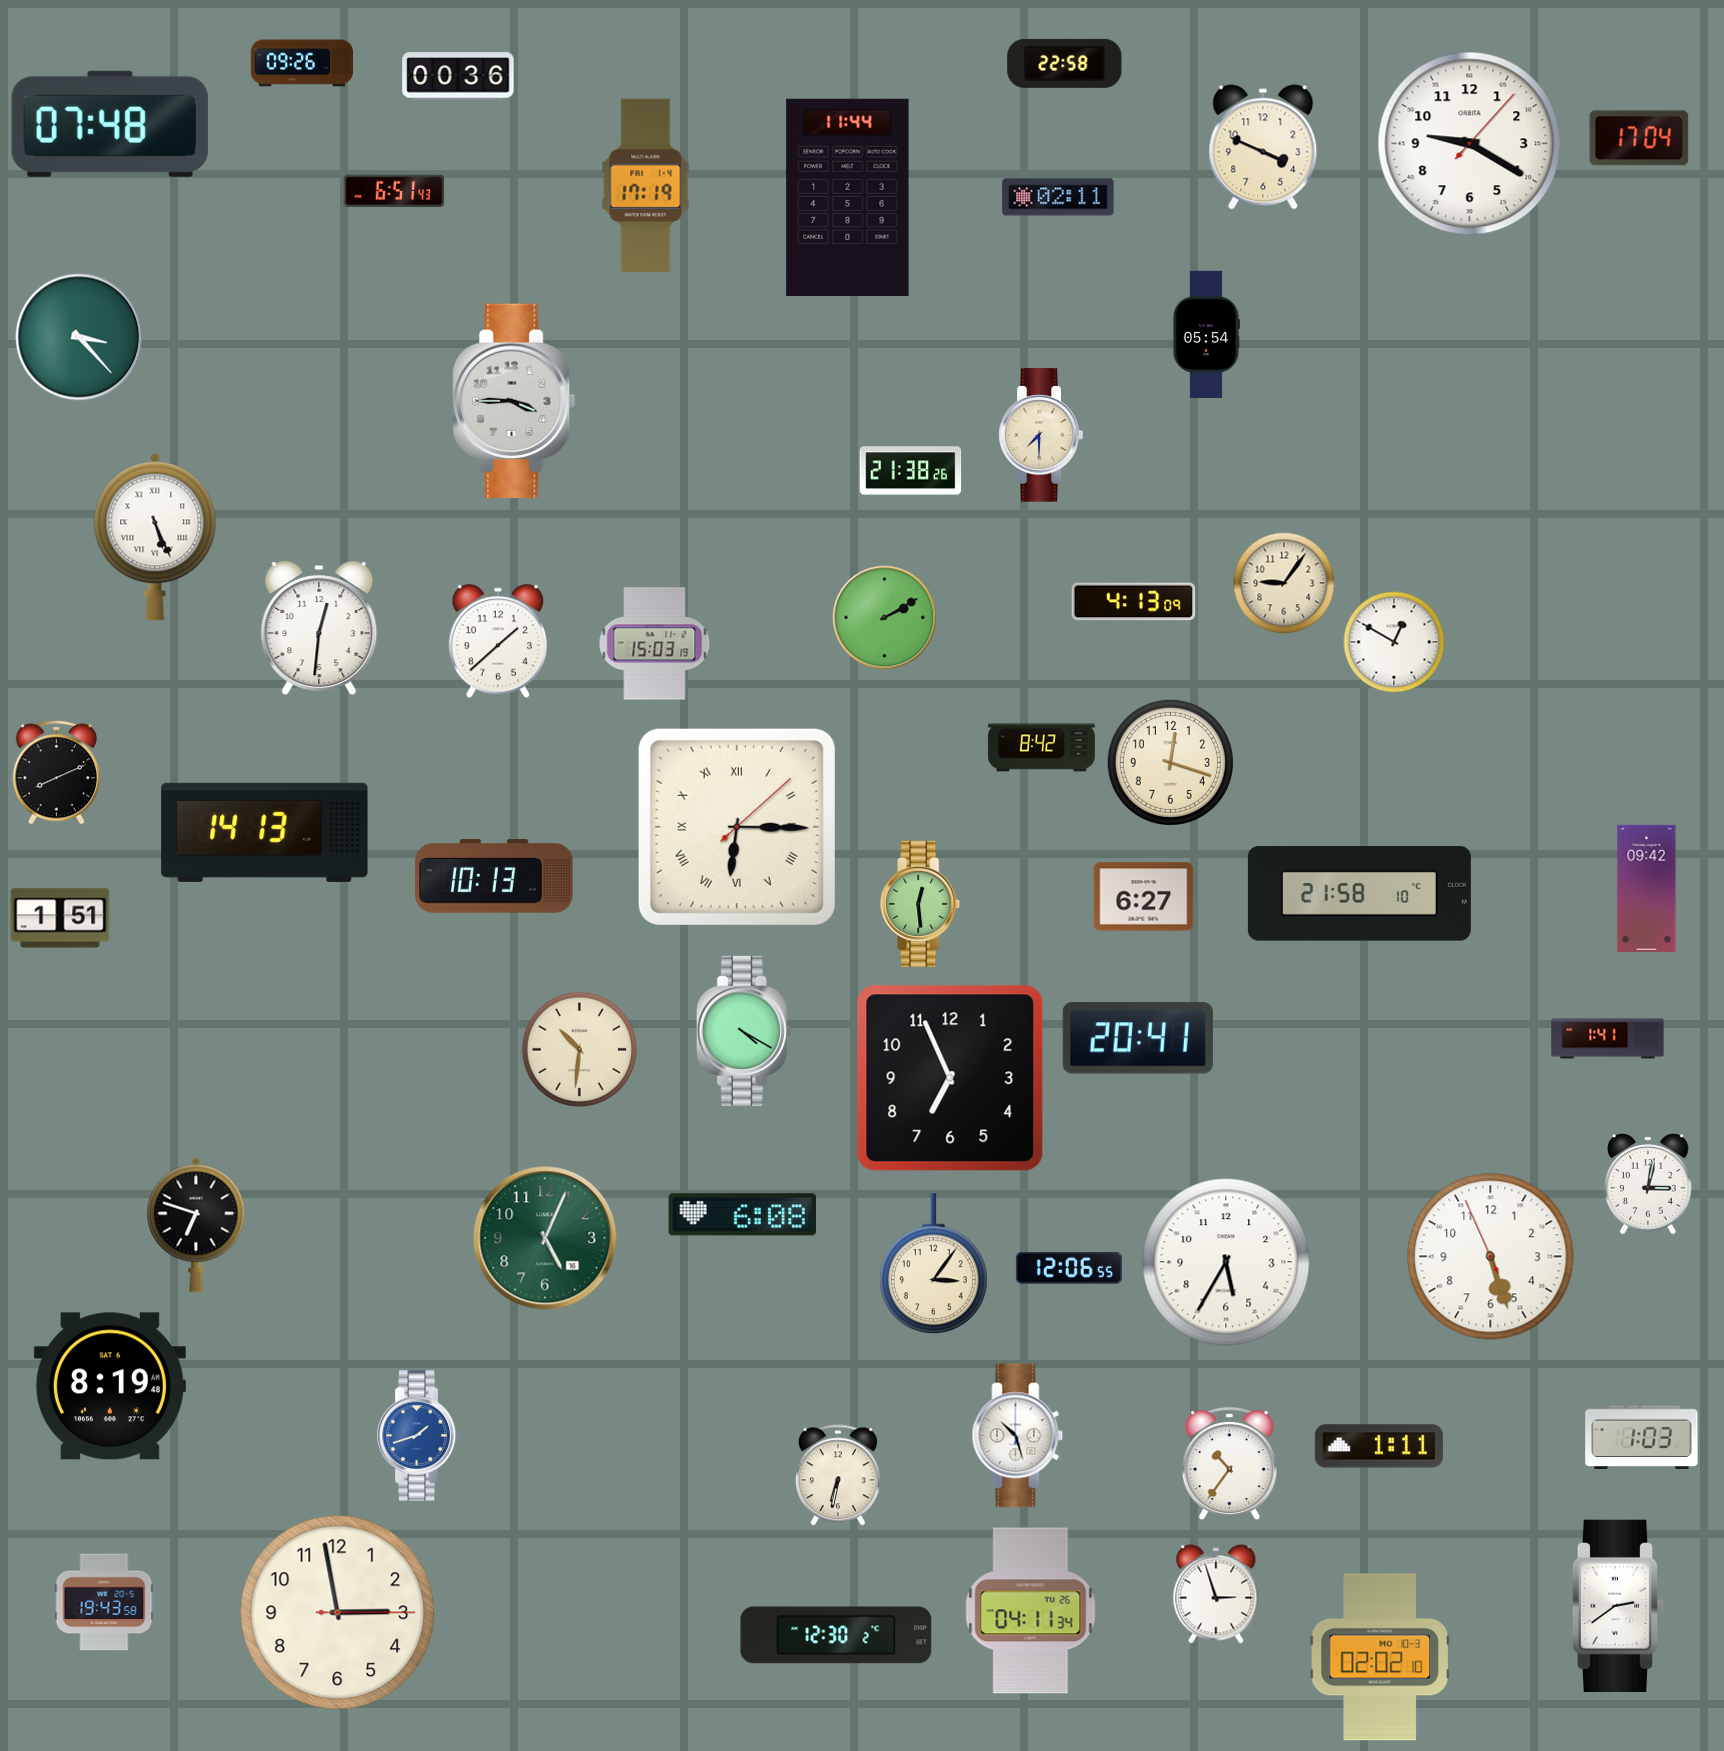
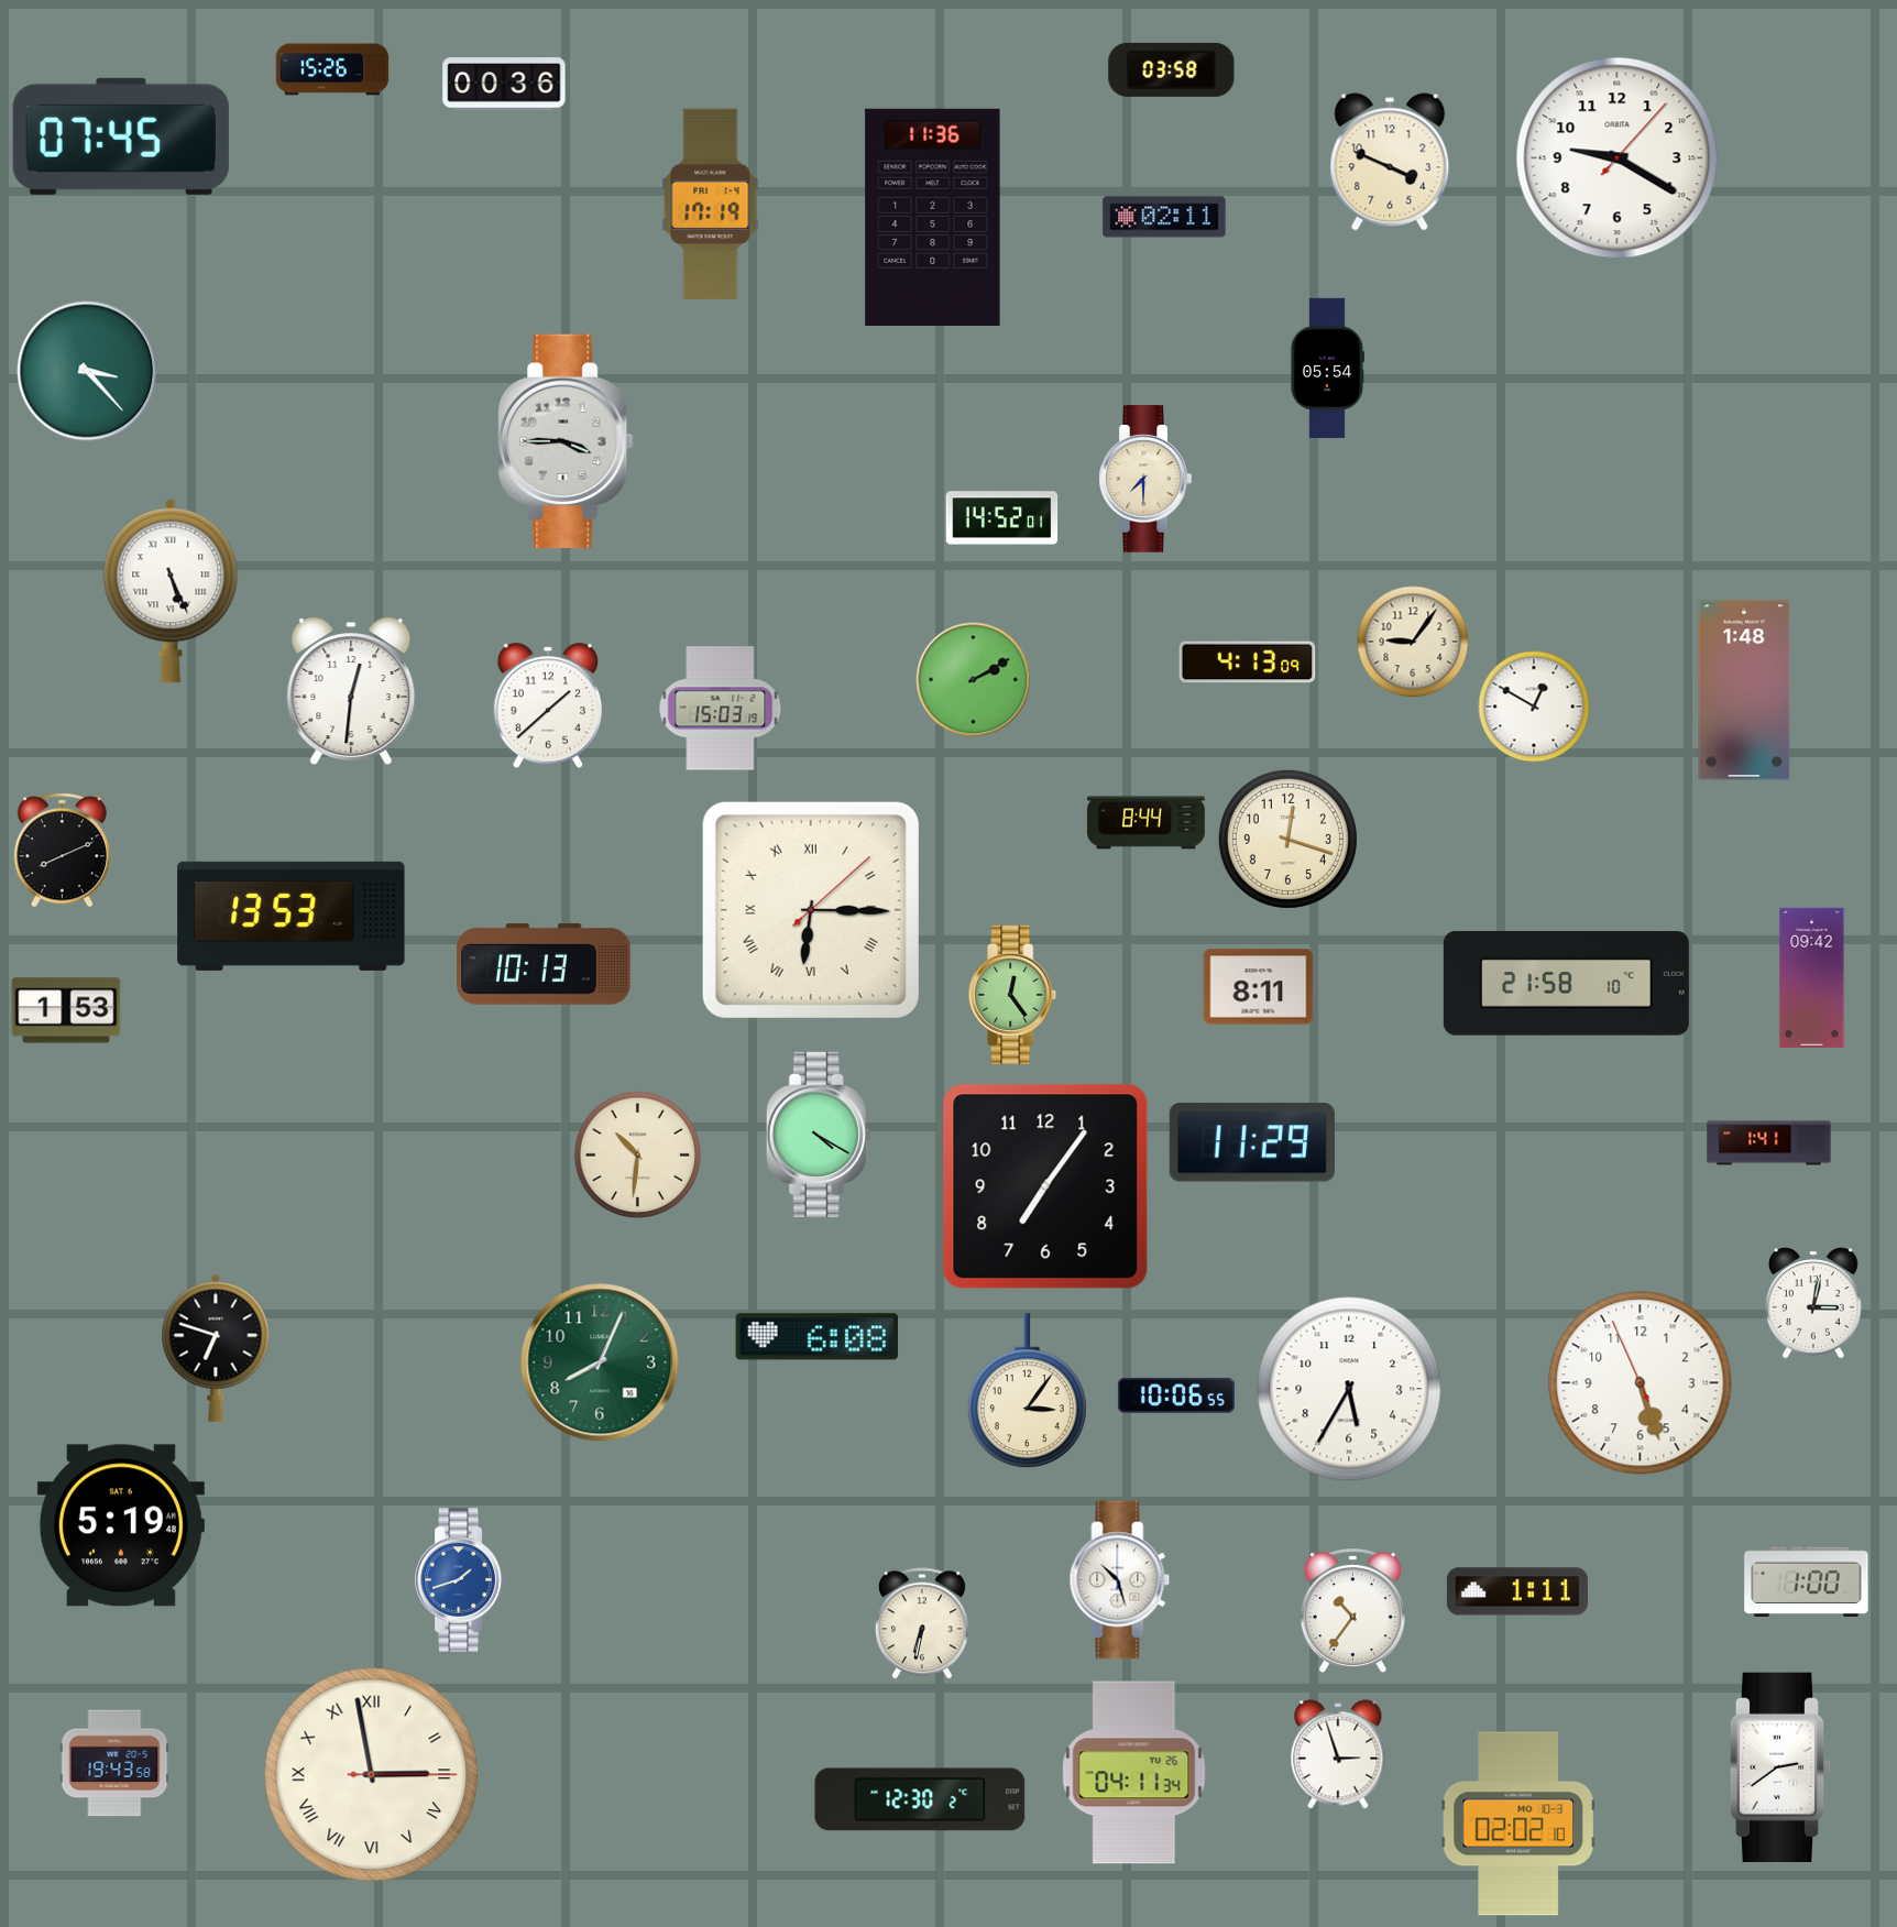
clock at (302, 63): 09:26 -> 15:26
clock at (1065, 63): 22:58 -> 03:58
clock at (110, 124): 07:48 -> 07:45
clock at (1639, 138): 17:04 -> none
clock at (394, 190): 6:51 -> none
clock at (848, 197): 11:44 -> 11:36
clock at (911, 471): 21:38 -> 14:52
clock at (1744, 690): none -> 1:48
clock at (1041, 748): 8:42 -> 8:44
clock at (265, 832): 14:13 -> 13:53
clock at (1359, 894) position: (1359, 894) -> (1566, 984)
clock at (1144, 897): 6:27 -> 8:11
clock at (921, 903): 12:29 -> 12:24
clock at (60, 918): 1:51 -> 1:53
clock at (1138, 1038): 20:41 -> 11:29
clock at (950, 1078): 6:56 -> 7:06
clock at (545, 1238): 5:04 -> 8:04
clock at (1069, 1268): 12:06 -> 10:06
clock at (110, 1386): 8:19 -> 5:19
clock at (1642, 1437): 1:03 -> 1:00
clock at (338, 1613) numerals: Arabic -> Roman
